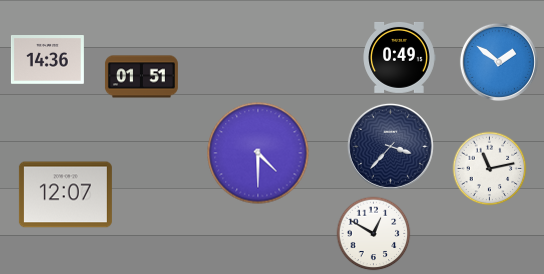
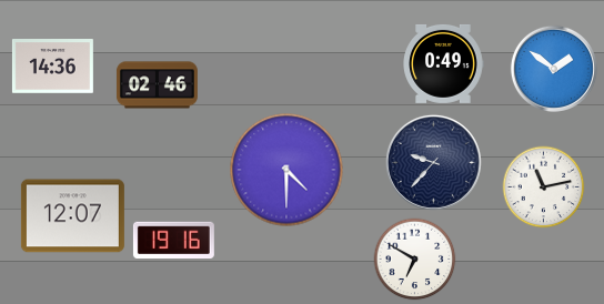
clock at (141, 77): 01:51 -> 02:46
clock at (390, 146): 3:37 -> 9:37
clock at (173, 240): none -> 19:16
clock at (374, 234): 12:50 -> 6:50
